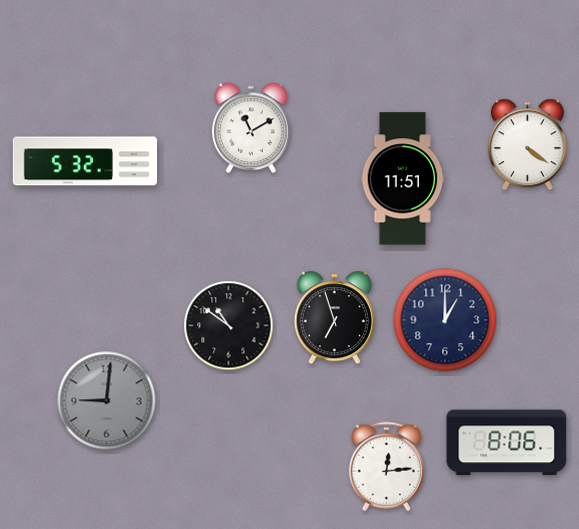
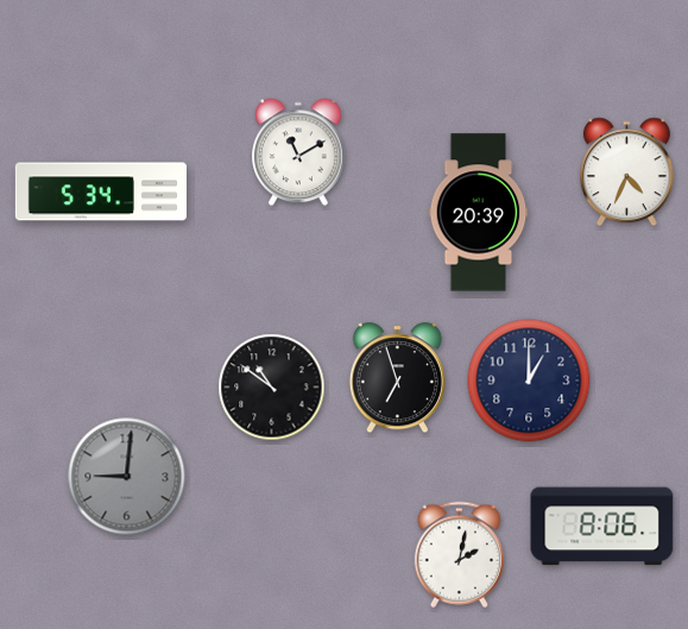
clock at (527, 145): 4:21 -> 4:34
clock at (85, 161): 5:32 -> 5:34
clock at (403, 179): 11:51 -> 20:39
clock at (386, 467): 12:14 -> 2:02
